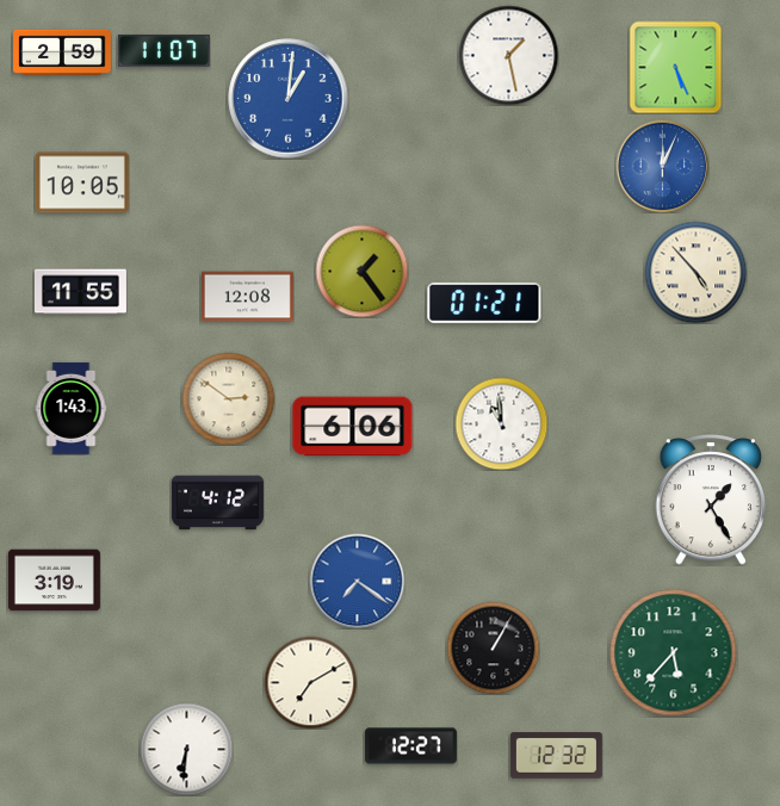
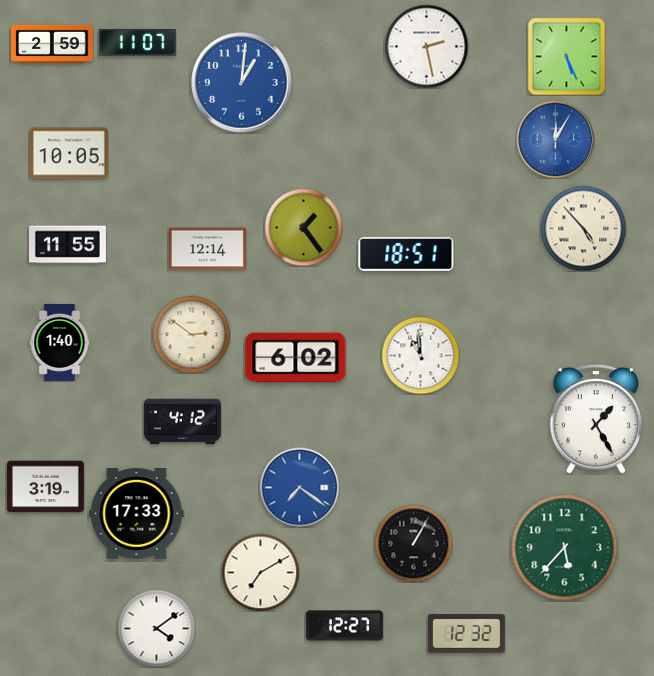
clock at (508, 55): 1:28 -> 2:28
clock at (662, 166): 12:04 -> 12:05
clock at (247, 297): 12:08 -> 12:14
clock at (484, 303): 01:21 -> 18:51
clock at (72, 408): 1:43 -> 1:40
clock at (353, 427): 6:06 -> 6:02
clock at (137, 514): none -> 17:33
clock at (186, 749): 6:31 -> 4:09
